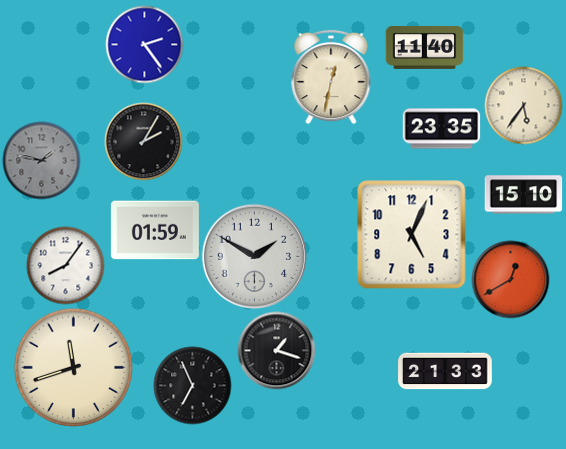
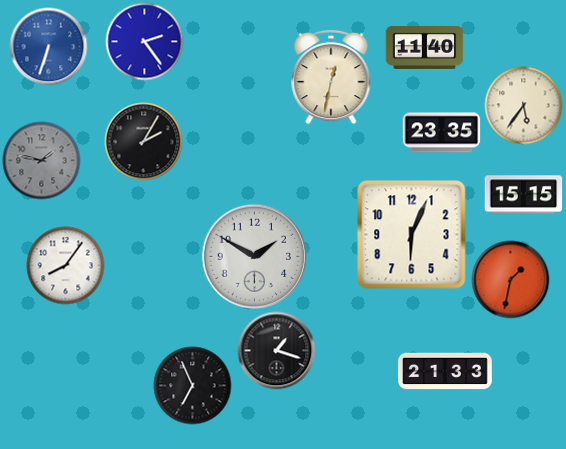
clock at (144, 44) position: (144, 44) -> (144, 41)
clock at (48, 46): none -> 6:33
clock at (441, 129) position: (441, 129) -> (441, 133)
clock at (523, 195): 15:10 -> 15:15
clock at (155, 230): 01:59 -> none
clock at (412, 235): 5:04 -> 6:04
clock at (510, 279): 12:40 -> 1:32
clock at (73, 367): 11:42 -> none
